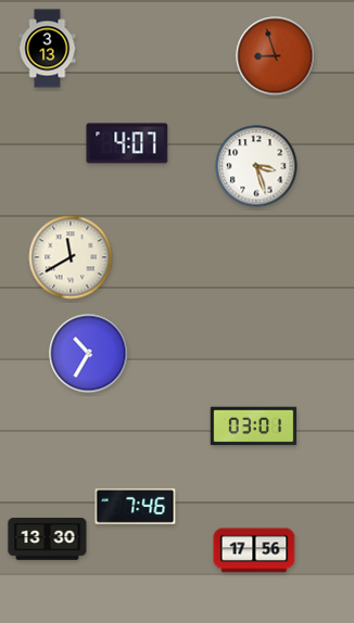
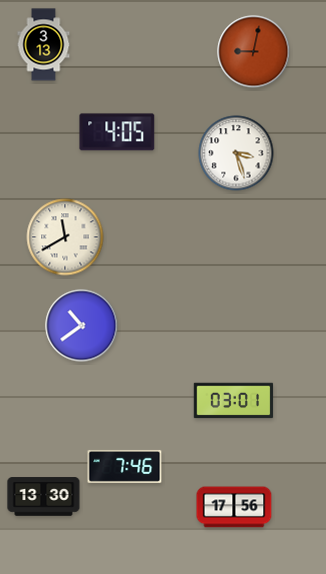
clock at (276, 56): 8:57 -> 9:02
clock at (127, 143): 4:07 -> 4:05
clock at (89, 354): 10:35 -> 10:39
clock at (254, 427) position: (254, 427) -> (234, 401)
